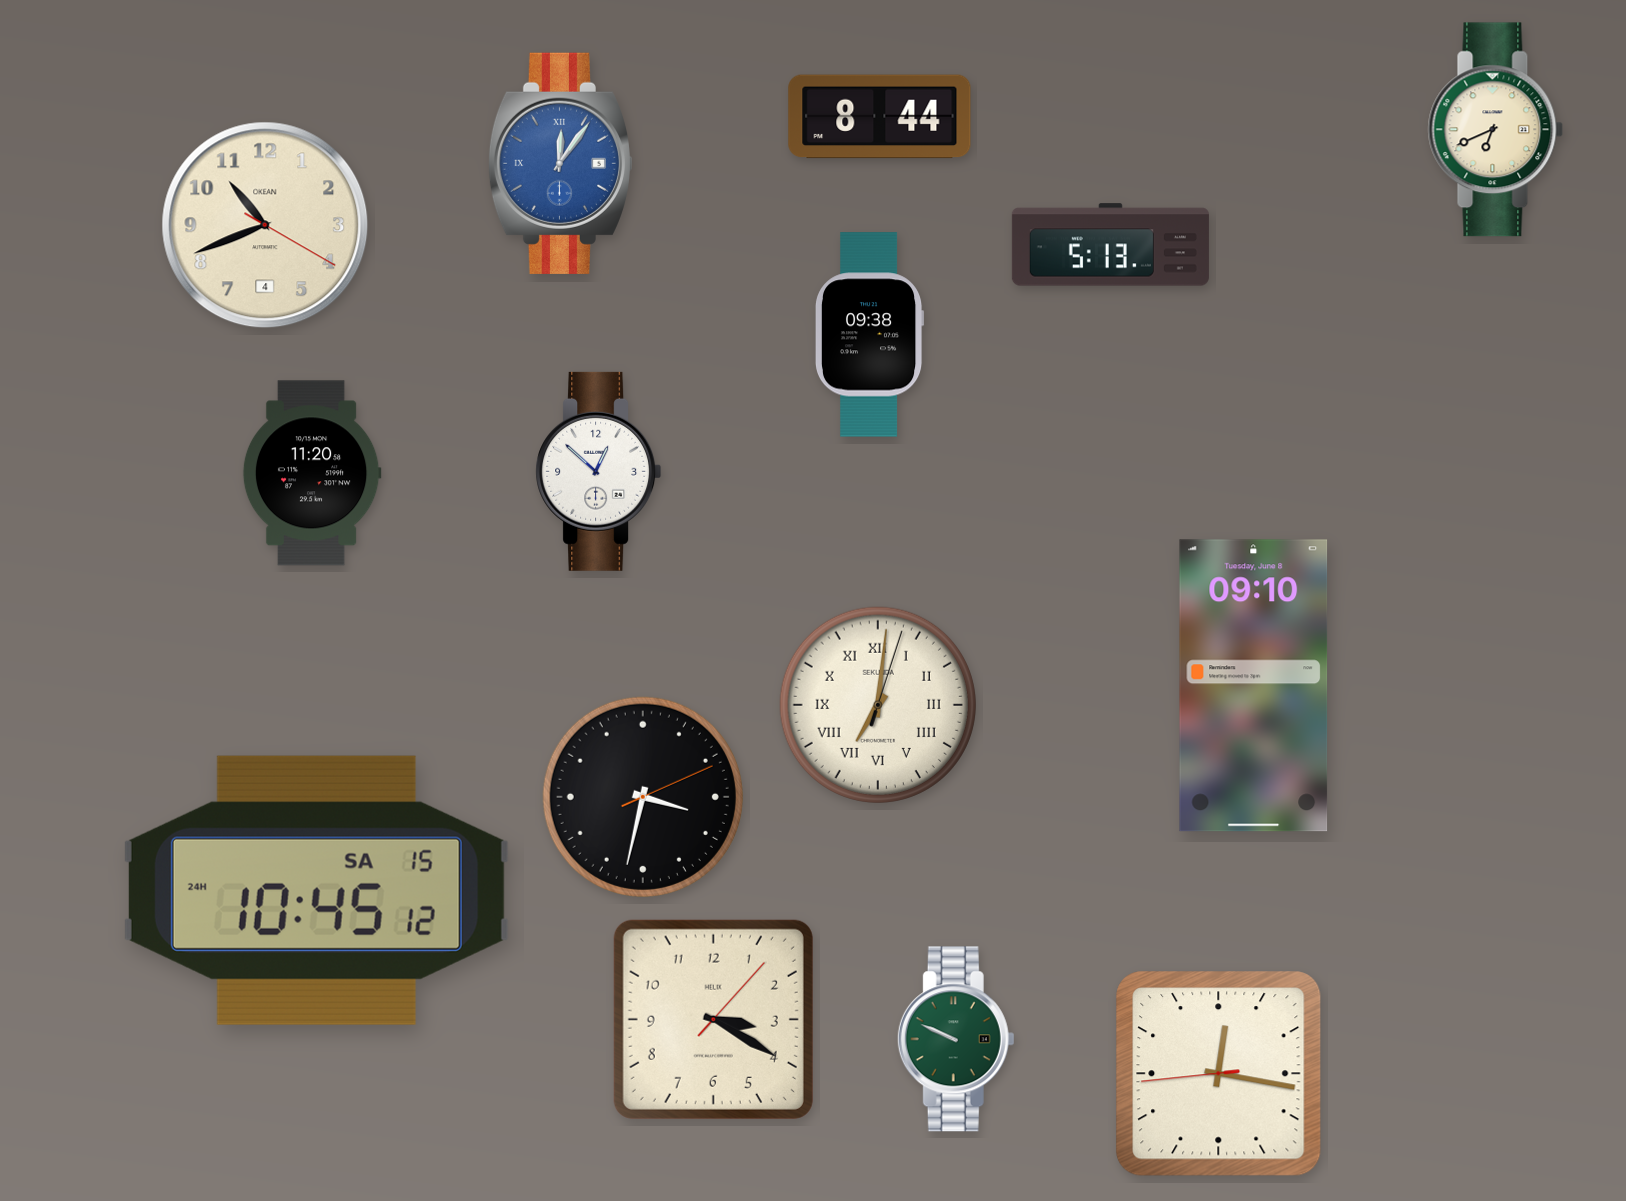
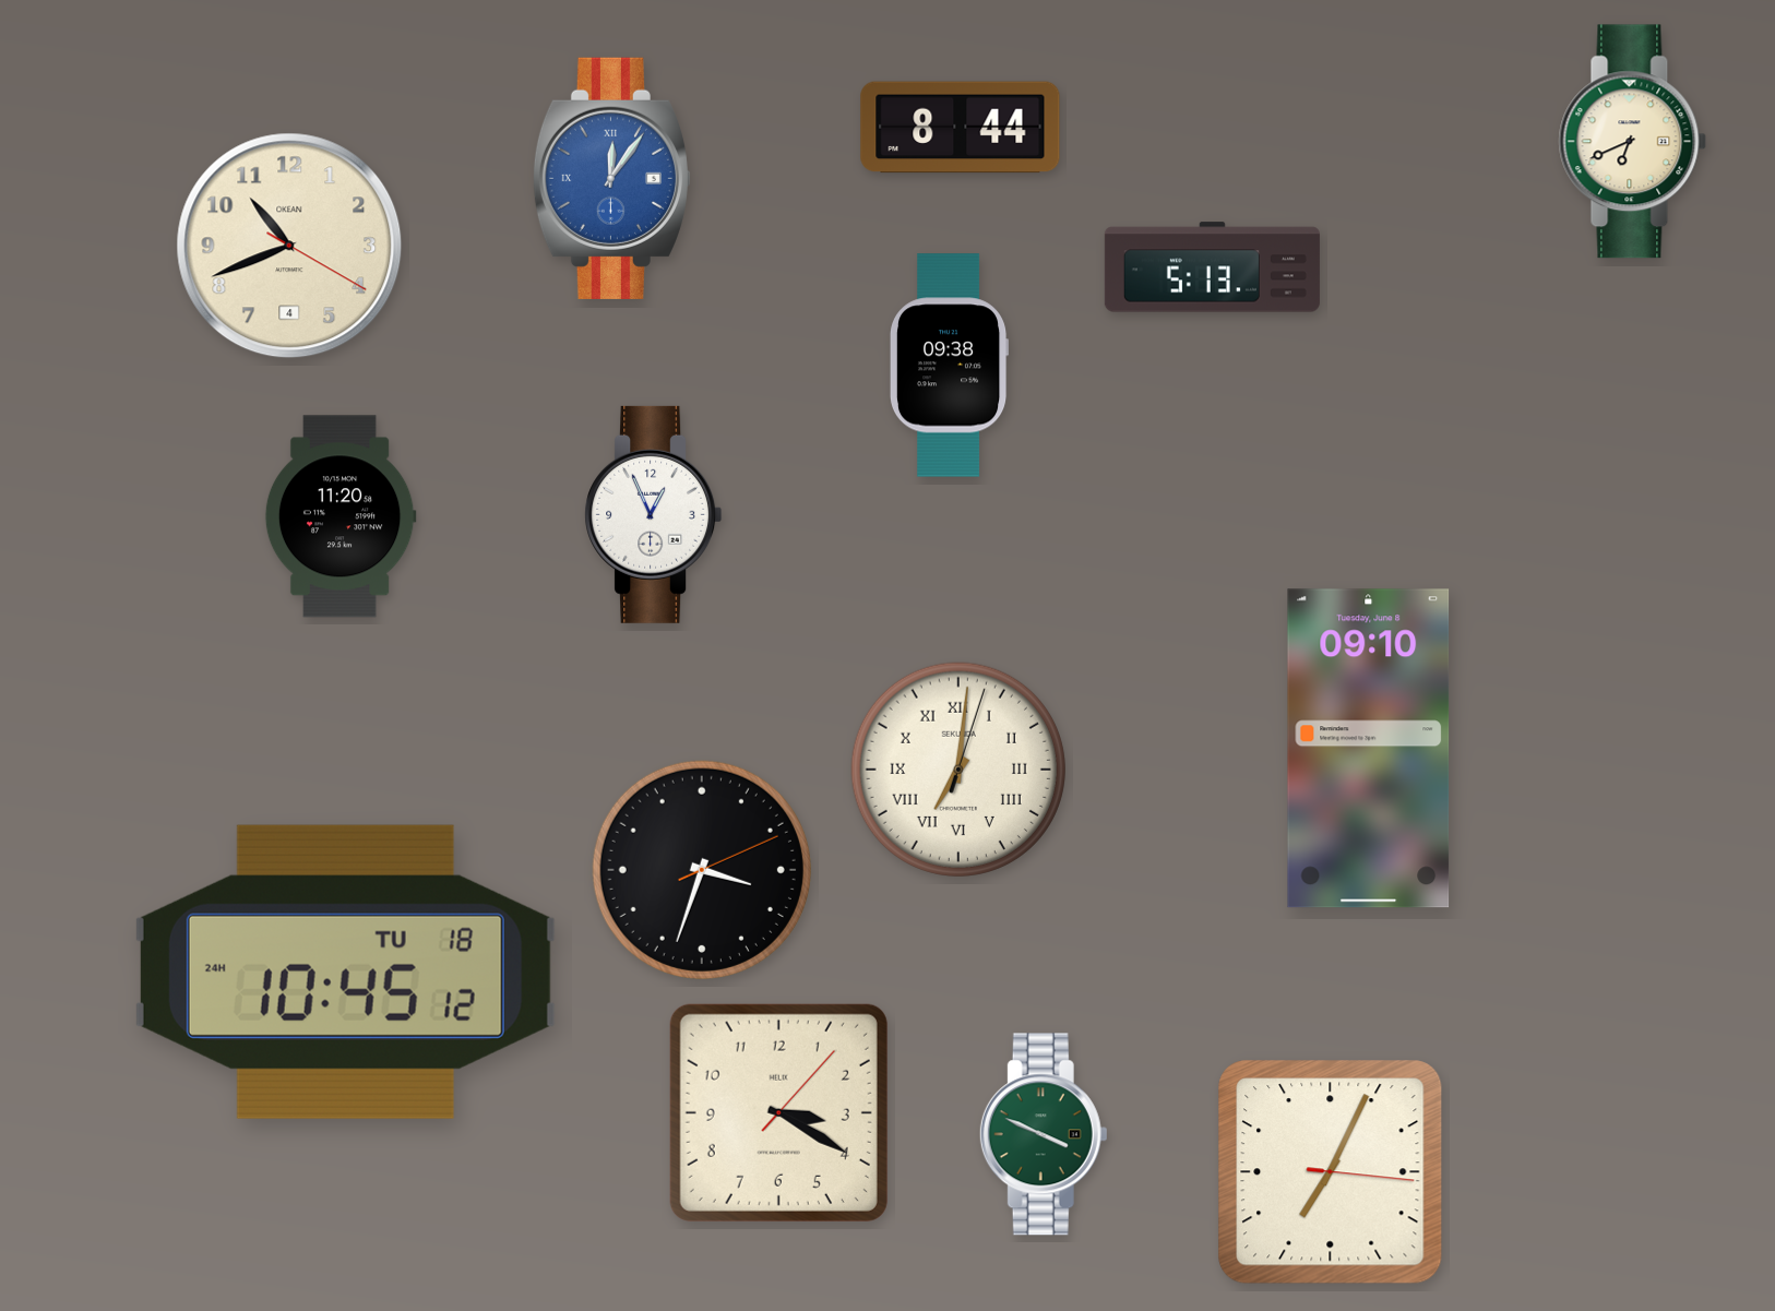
clock at (599, 471): 12:52 -> 12:56
clock at (643, 797): 3:32 -> 3:33
clock at (316, 890) date: SA 15 -> TU 18
clock at (956, 1039): 9:49 -> 3:49
clock at (1219, 1074): 12:16 -> 7:04
